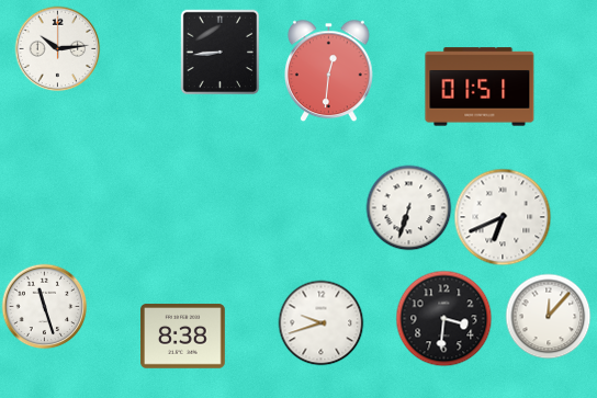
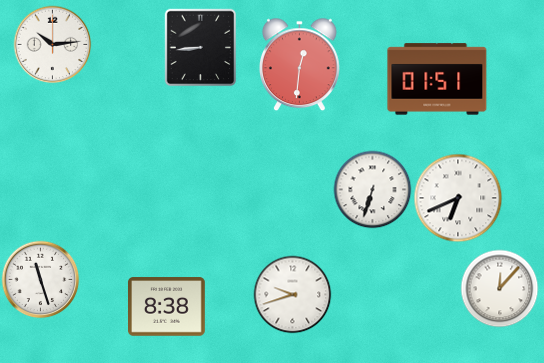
clock at (443, 318): 3:31 -> none
